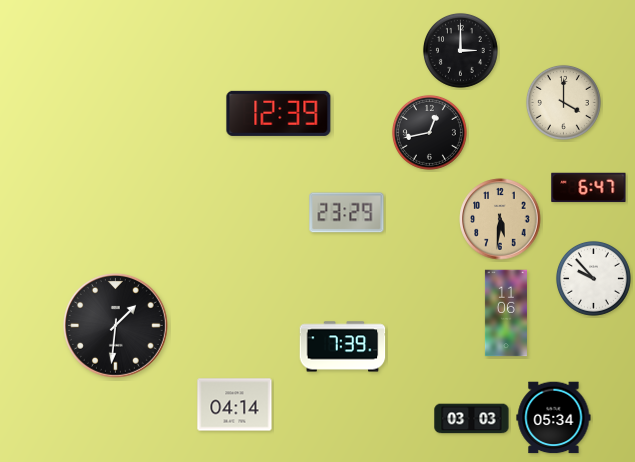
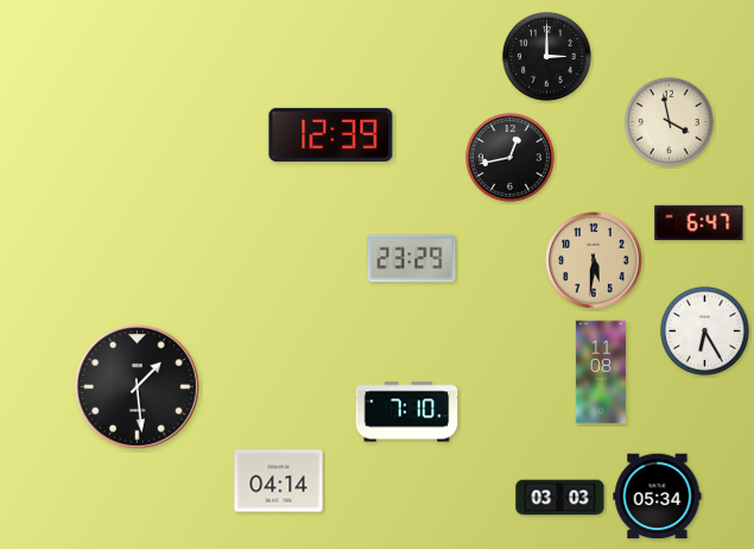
clock at (460, 50) position: (460, 50) -> (546, 56)
clock at (563, 102): 4:00 -> 3:58
clock at (347, 213) position: (347, 213) -> (412, 259)
clock at (593, 278): 9:53 -> 6:25
clock at (506, 313): 11:06 -> 11:08
clock at (115, 325): 1:31 -> 1:29
clock at (343, 347): 7:39 -> 7:10
